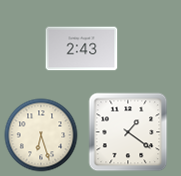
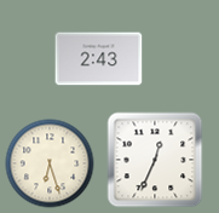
clock at (128, 132): 1:21 -> 12:34
